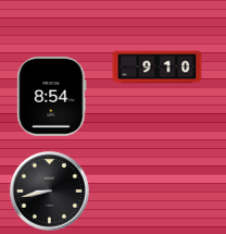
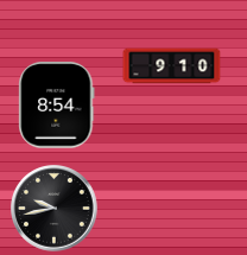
clock at (158, 67) position: (158, 67) -> (172, 66)
clock at (50, 192): 8:43 -> 9:43
